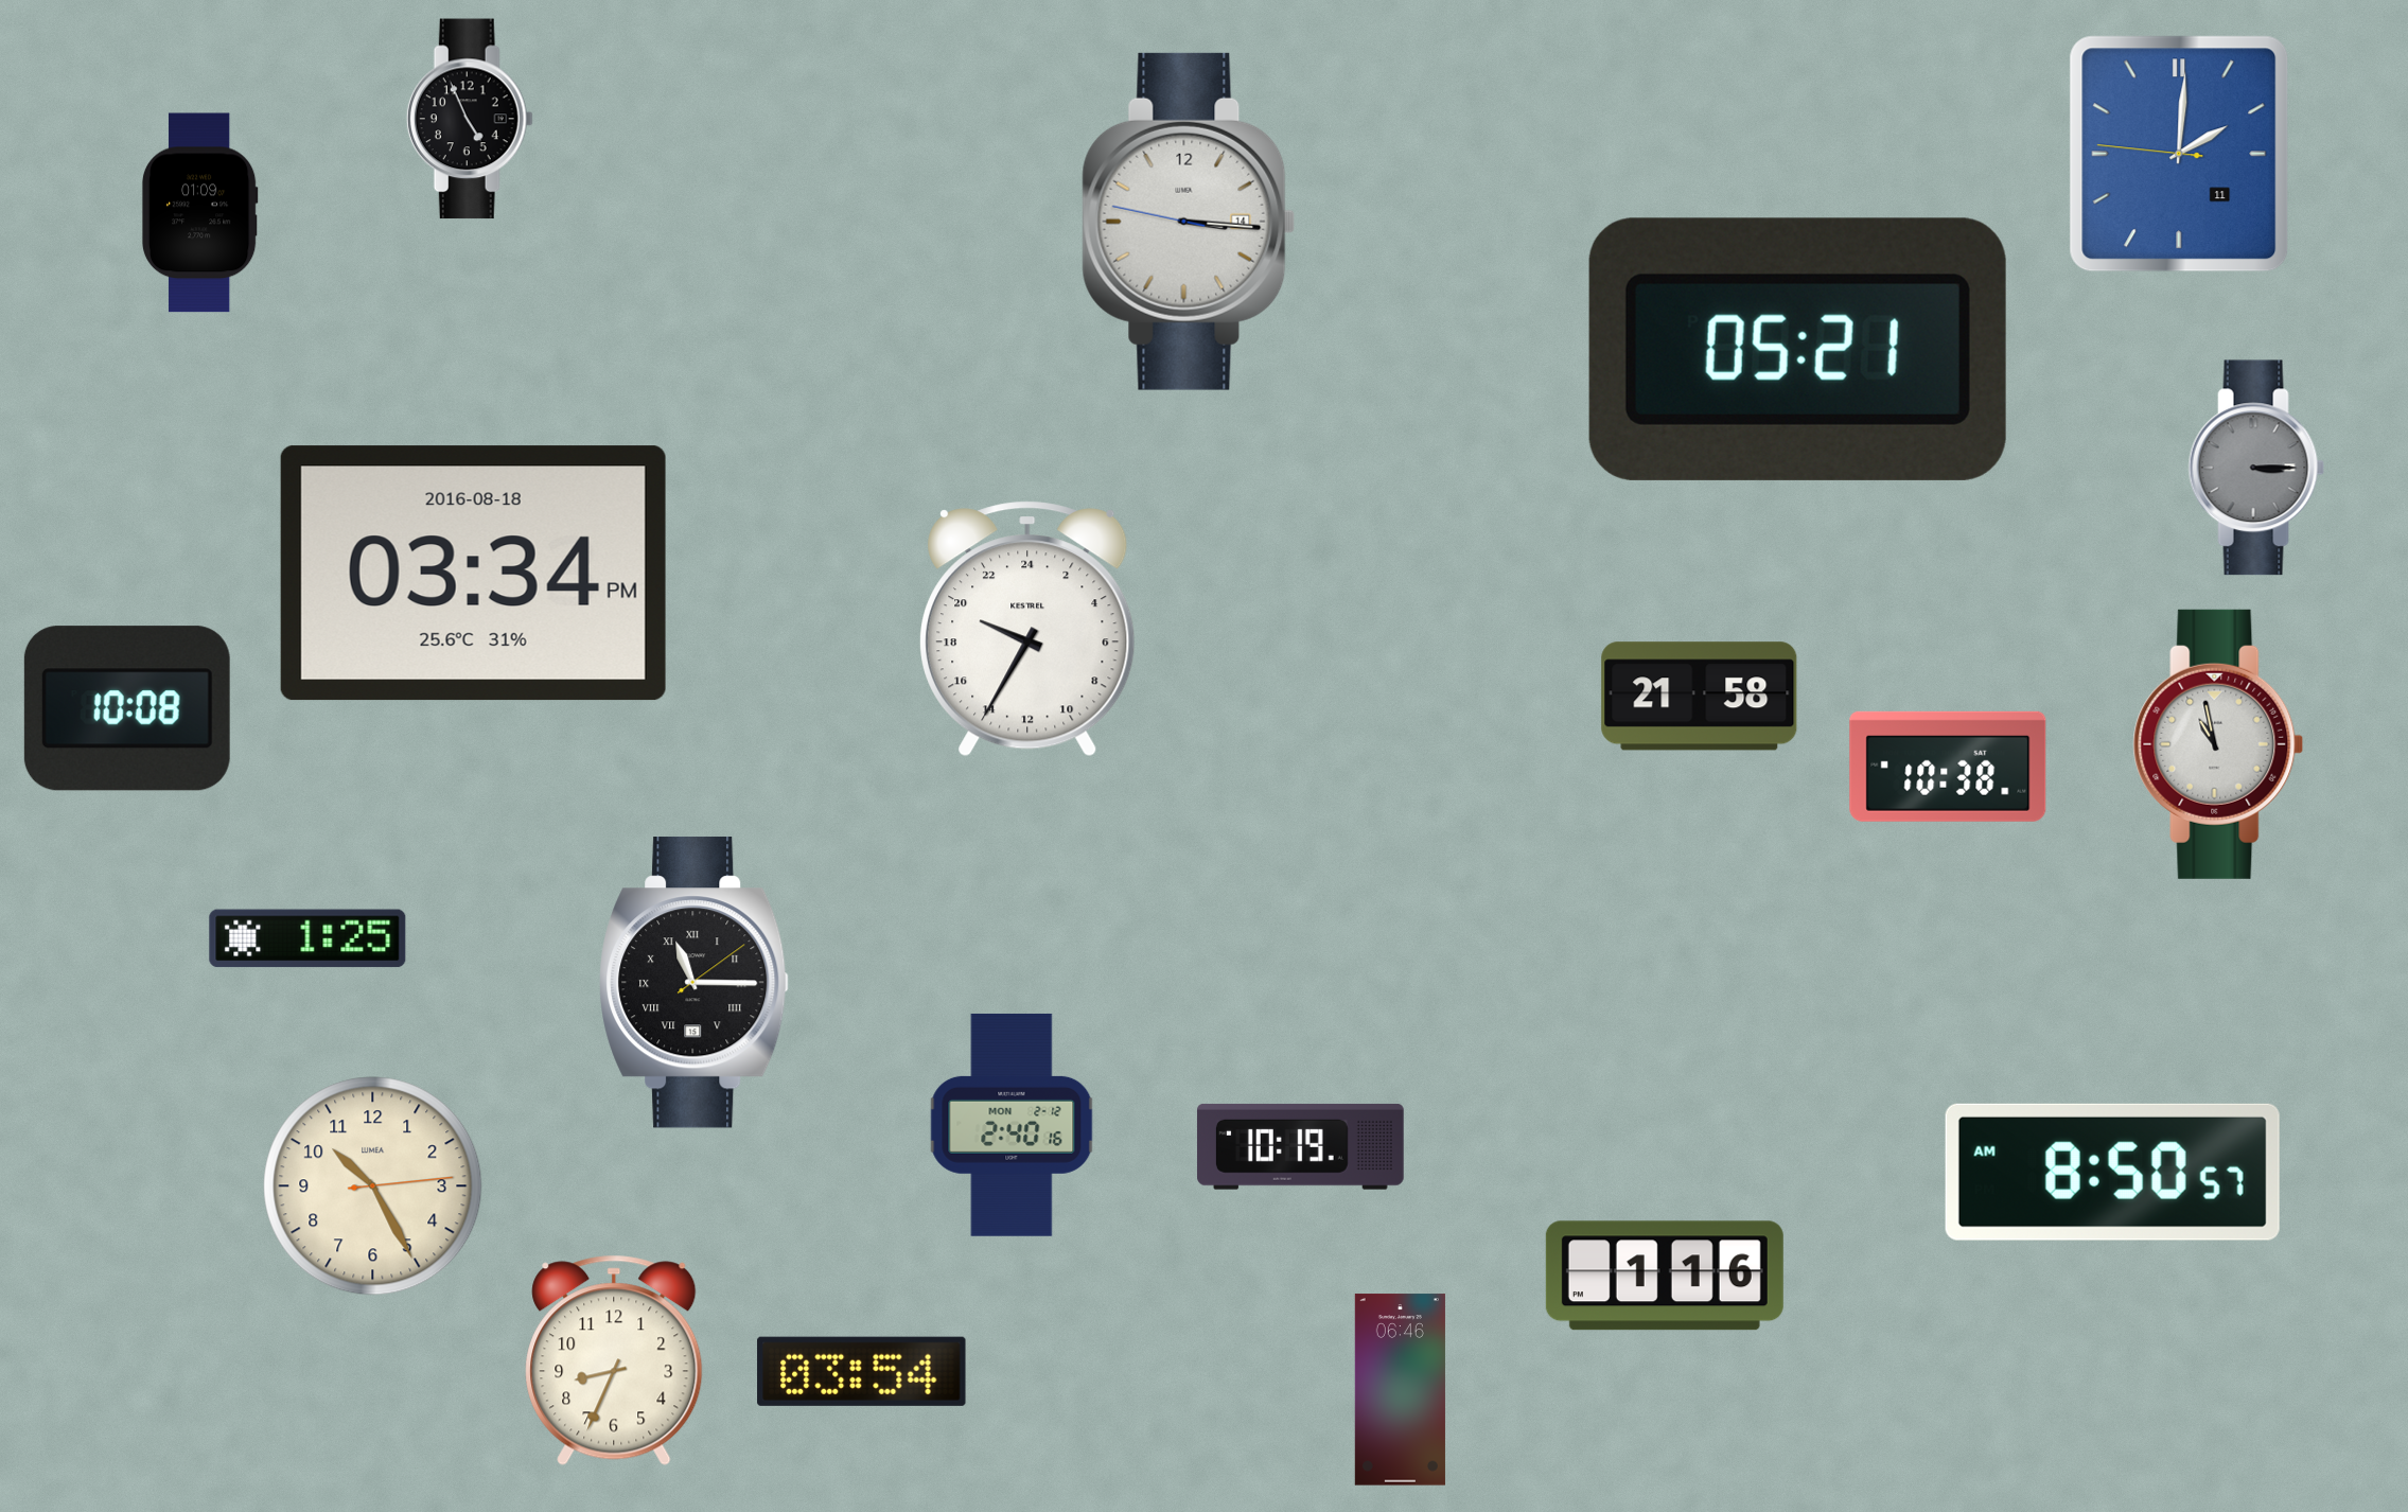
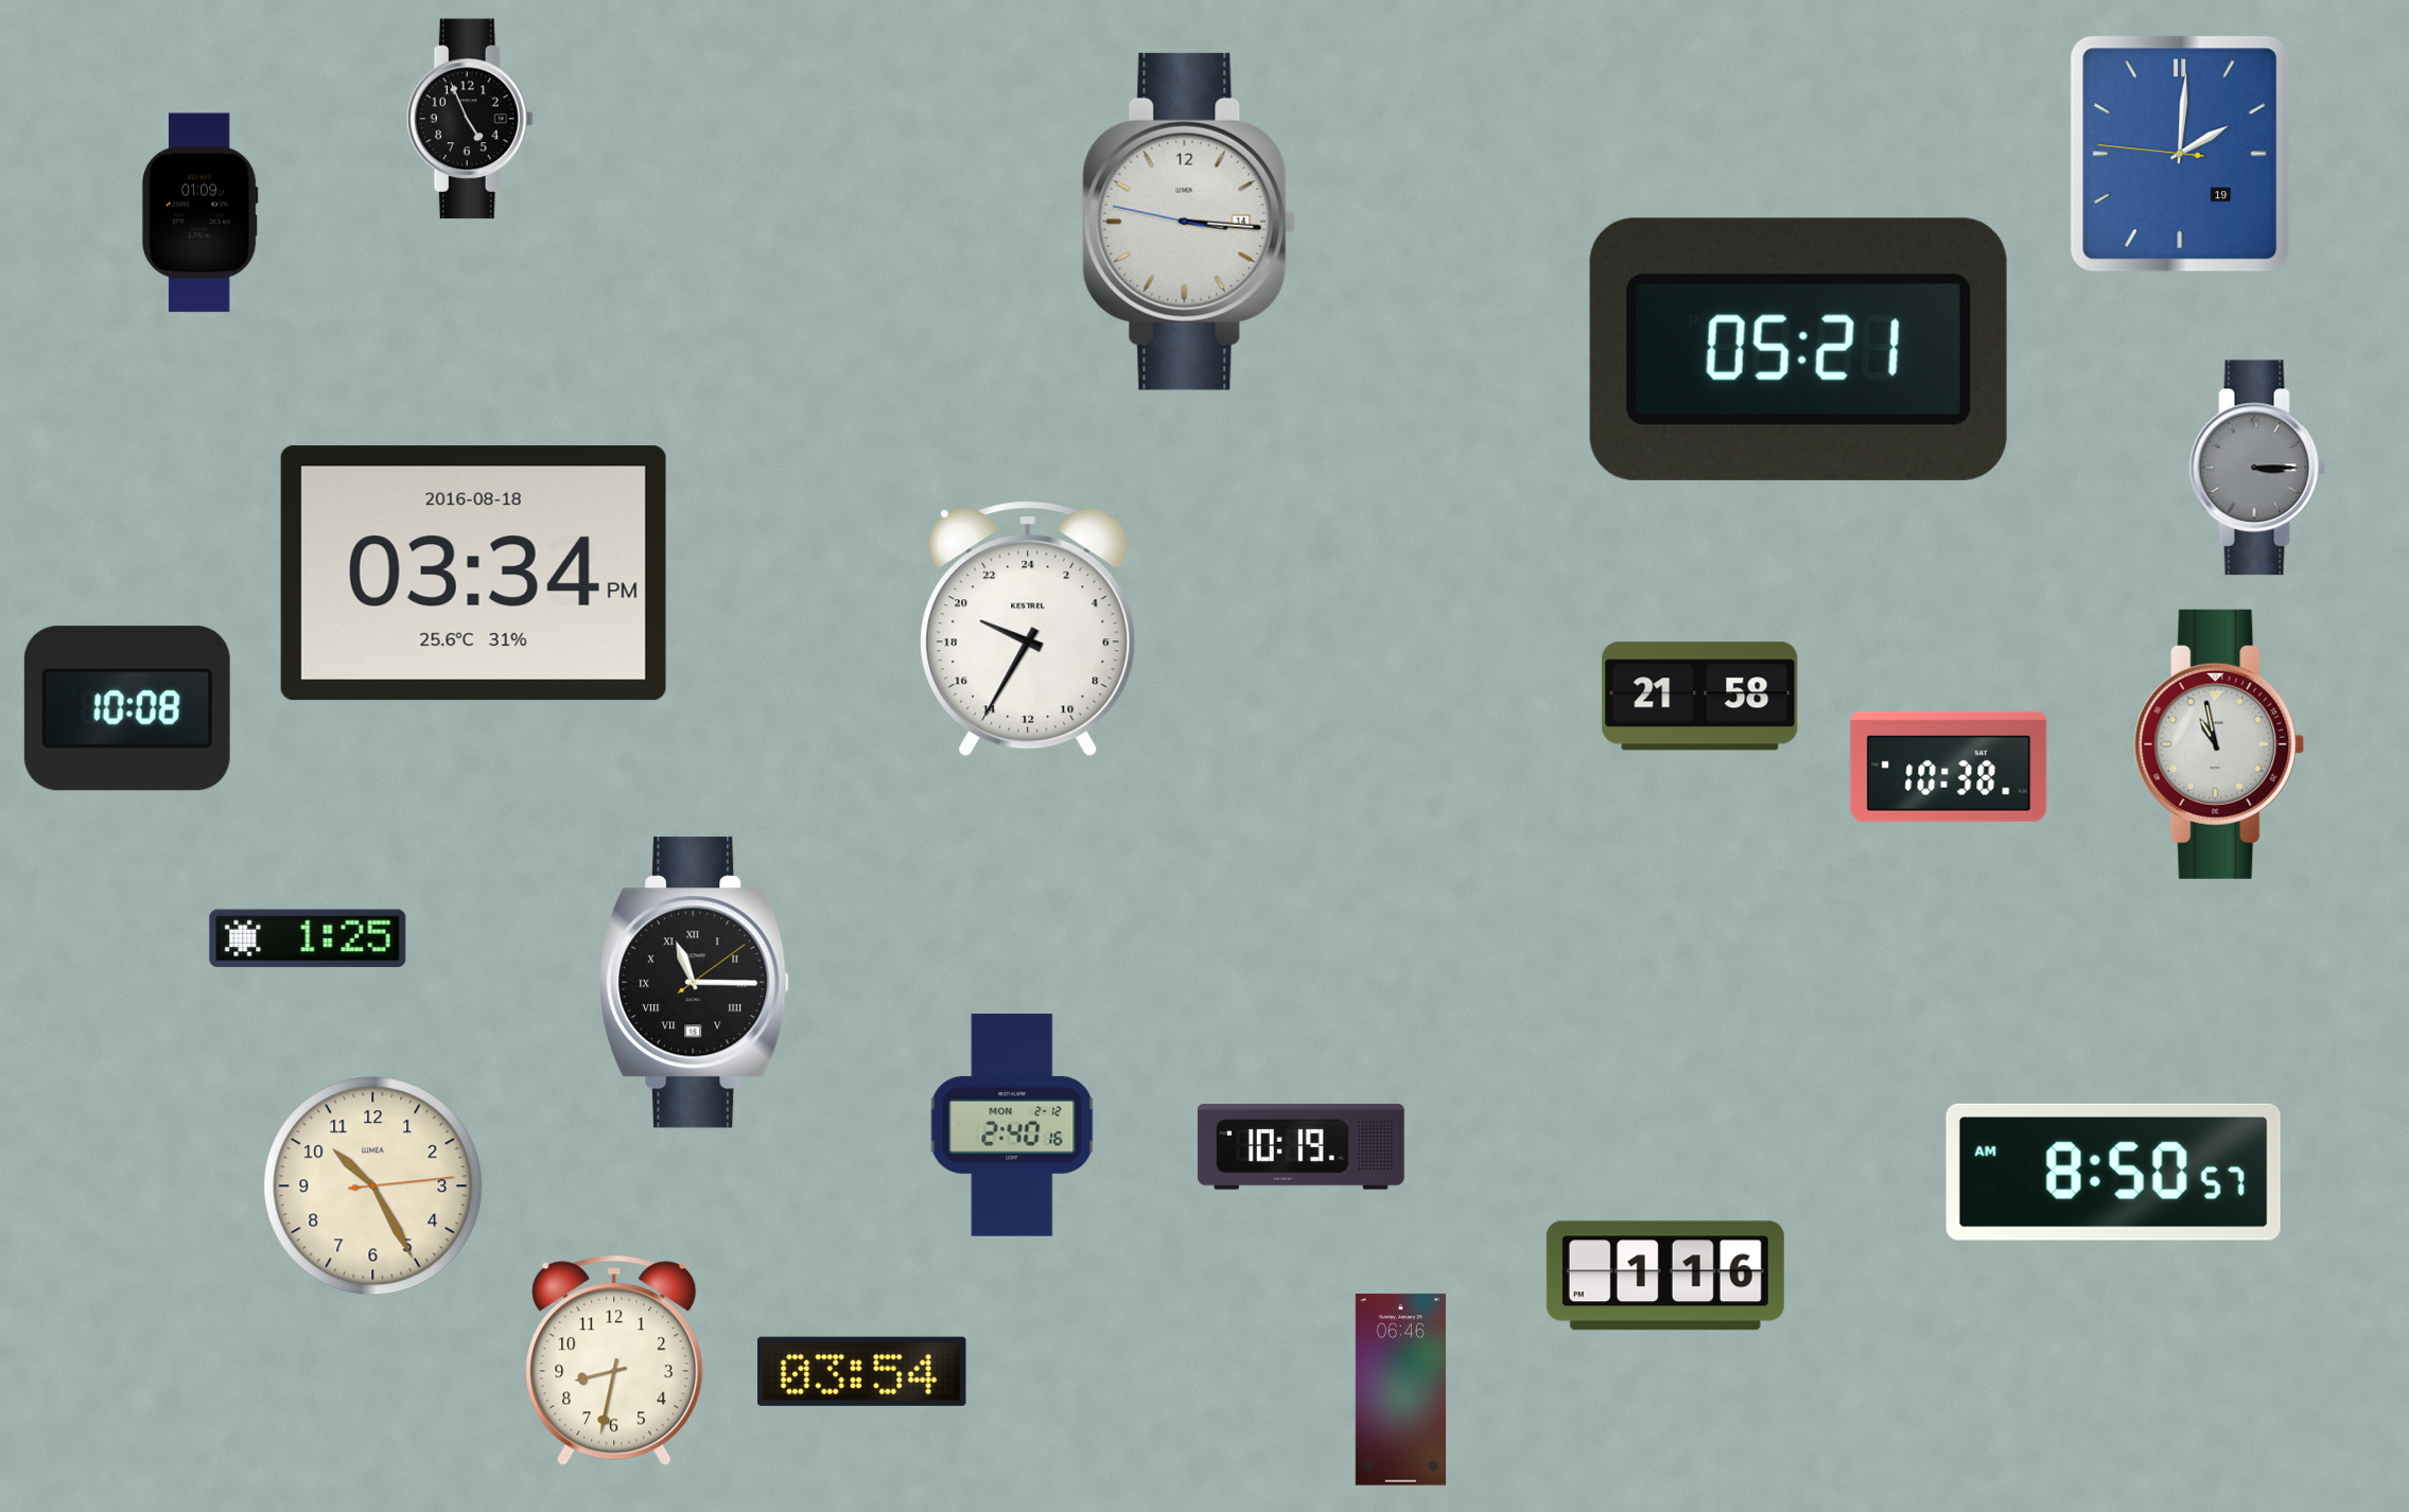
clock at (2179, 154) date: 11 -> 19
clock at (614, 1360): 8:34 -> 8:32
